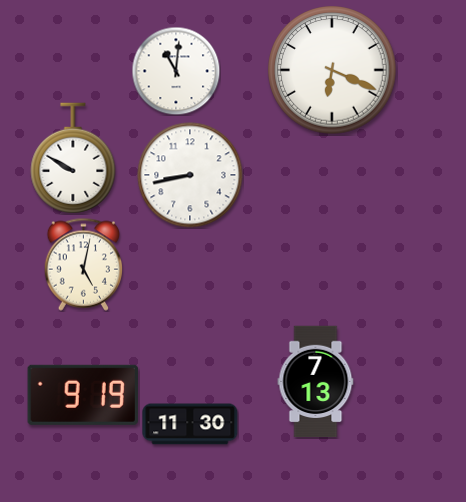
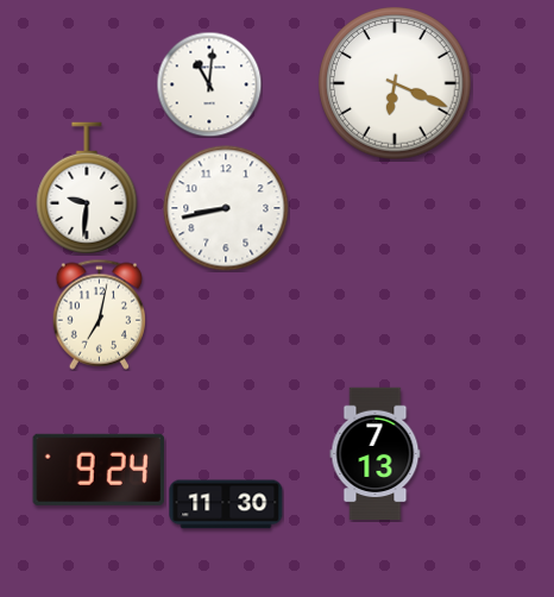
clock at (73, 158): 9:50 -> 9:31
clock at (83, 264): 5:02 -> 7:02
clock at (83, 395): 9:19 -> 9:24
